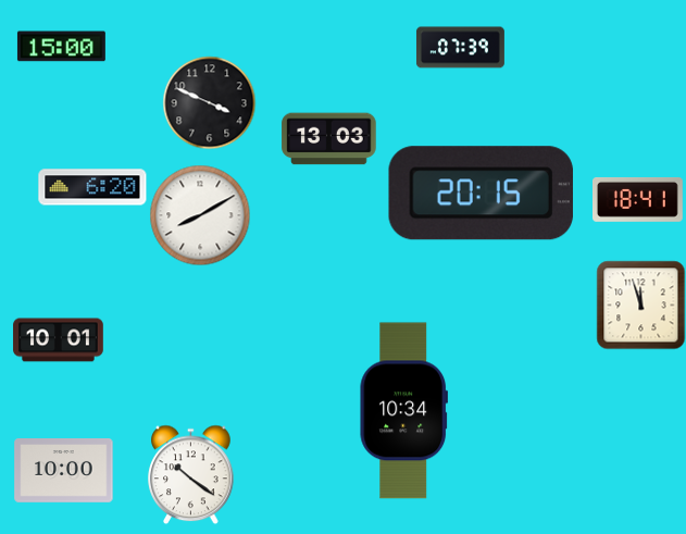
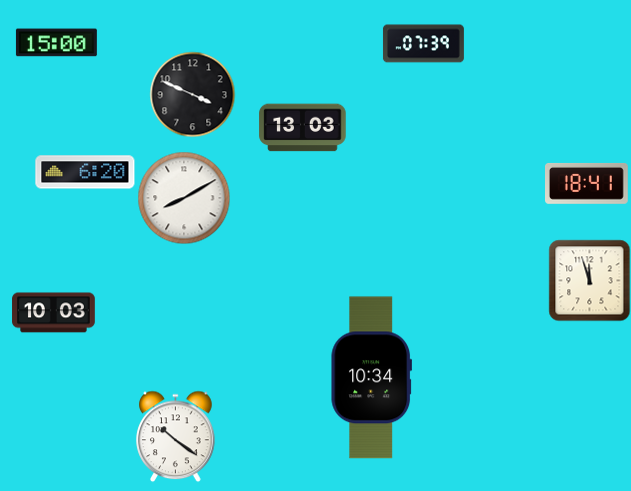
clock at (481, 194): 20:15 -> none
clock at (59, 340): 10:01 -> 10:03
clock at (64, 471): 10:00 -> none
